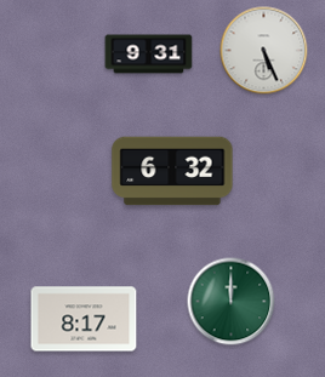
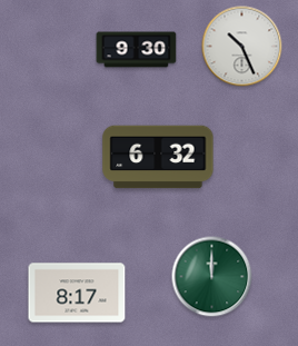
clock at (264, 51): 5:26 -> 10:26
clock at (149, 55): 9:31 -> 9:30
